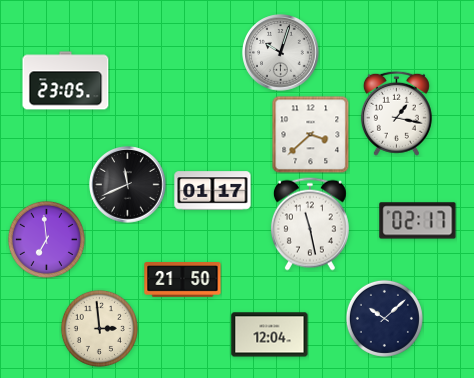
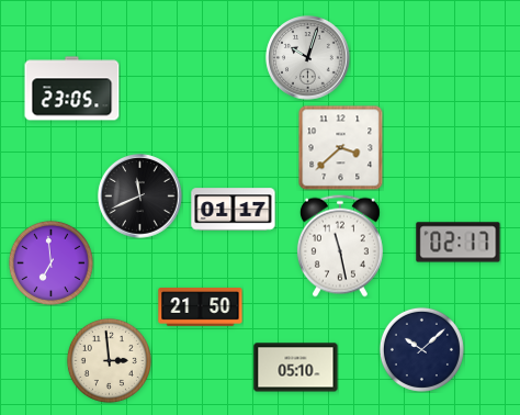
clock at (396, 113): 1:17 -> none
clock at (128, 185) position: (128, 185) -> (140, 197)
clock at (270, 335): 12:04 -> 05:10
